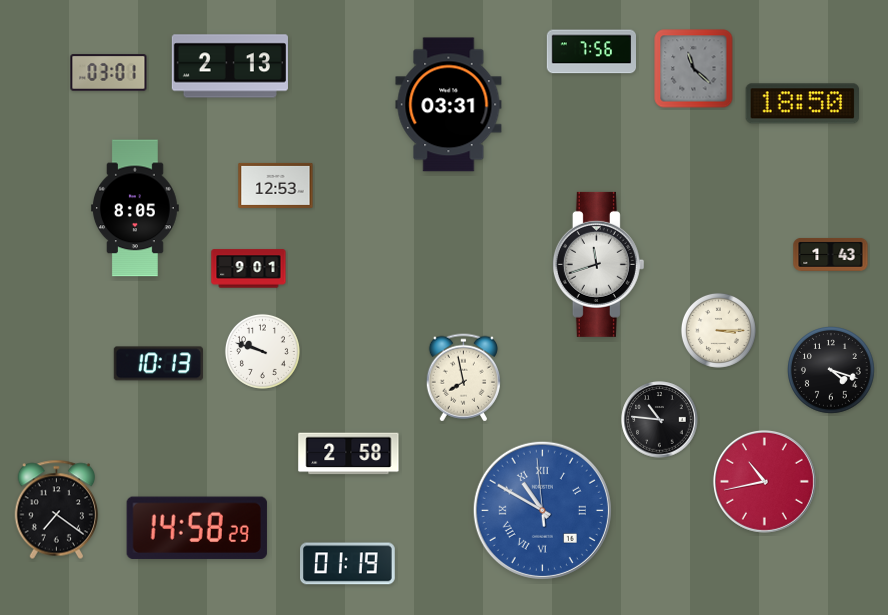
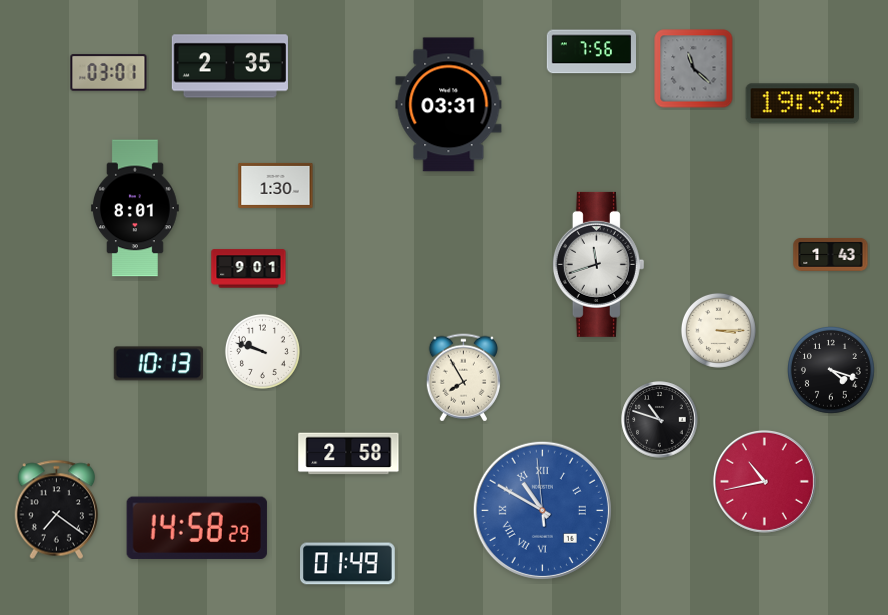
clock at (230, 66): 2:13 -> 2:35
clock at (803, 104): 18:50 -> 19:39
clock at (276, 185): 12:53 -> 1:30
clock at (135, 208): 8:05 -> 8:01
clock at (463, 378): 7:58 -> 7:55
clock at (660, 420): 10:46 -> 10:48
clock at (348, 564): 01:19 -> 01:49
